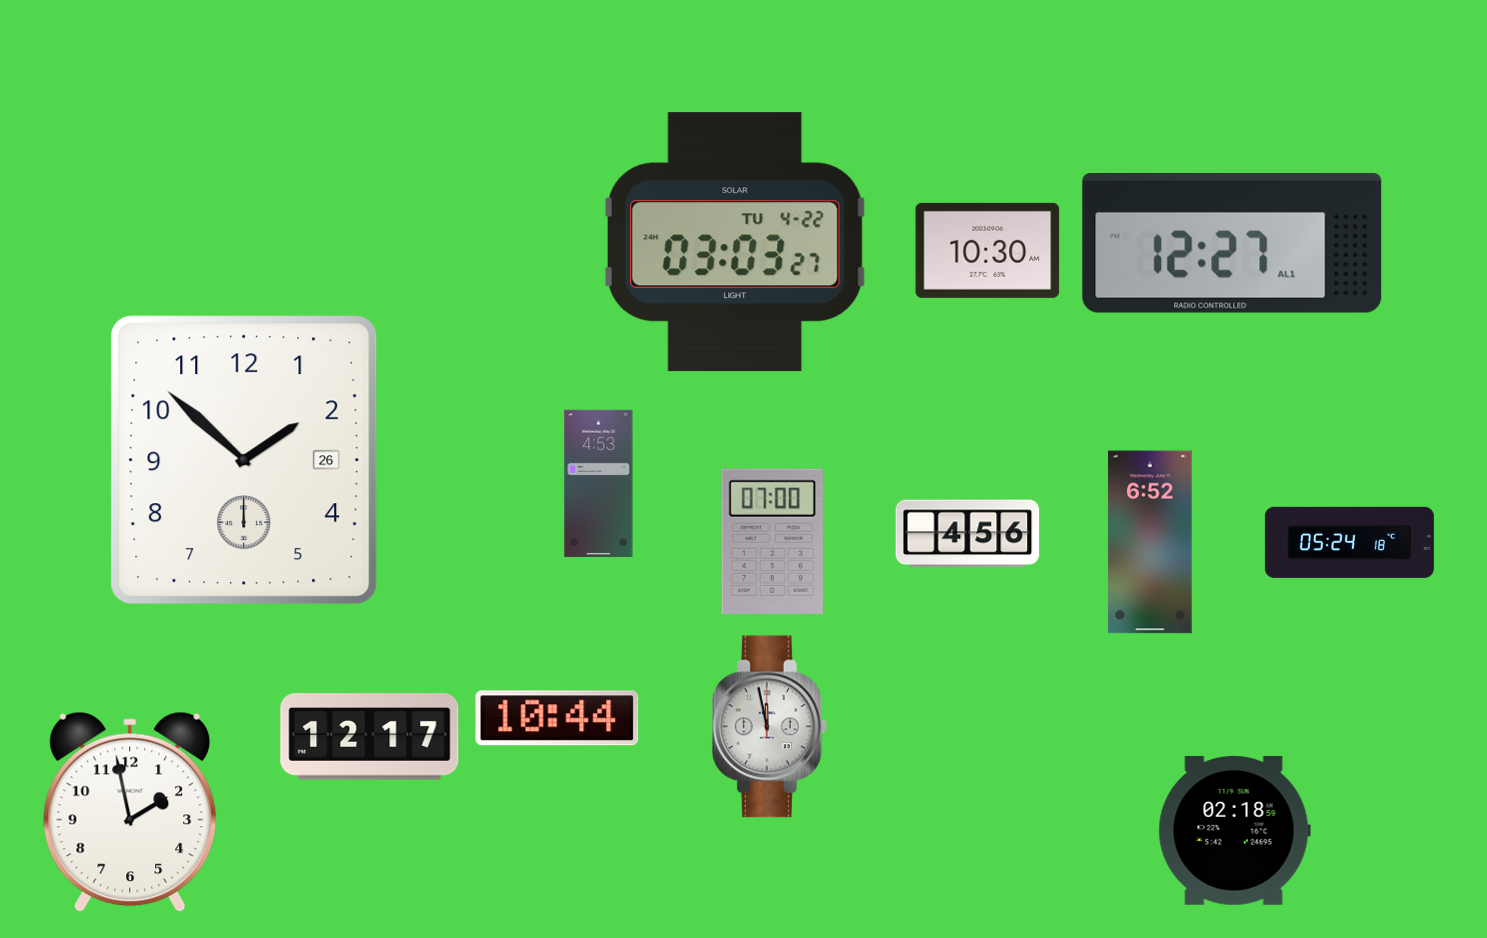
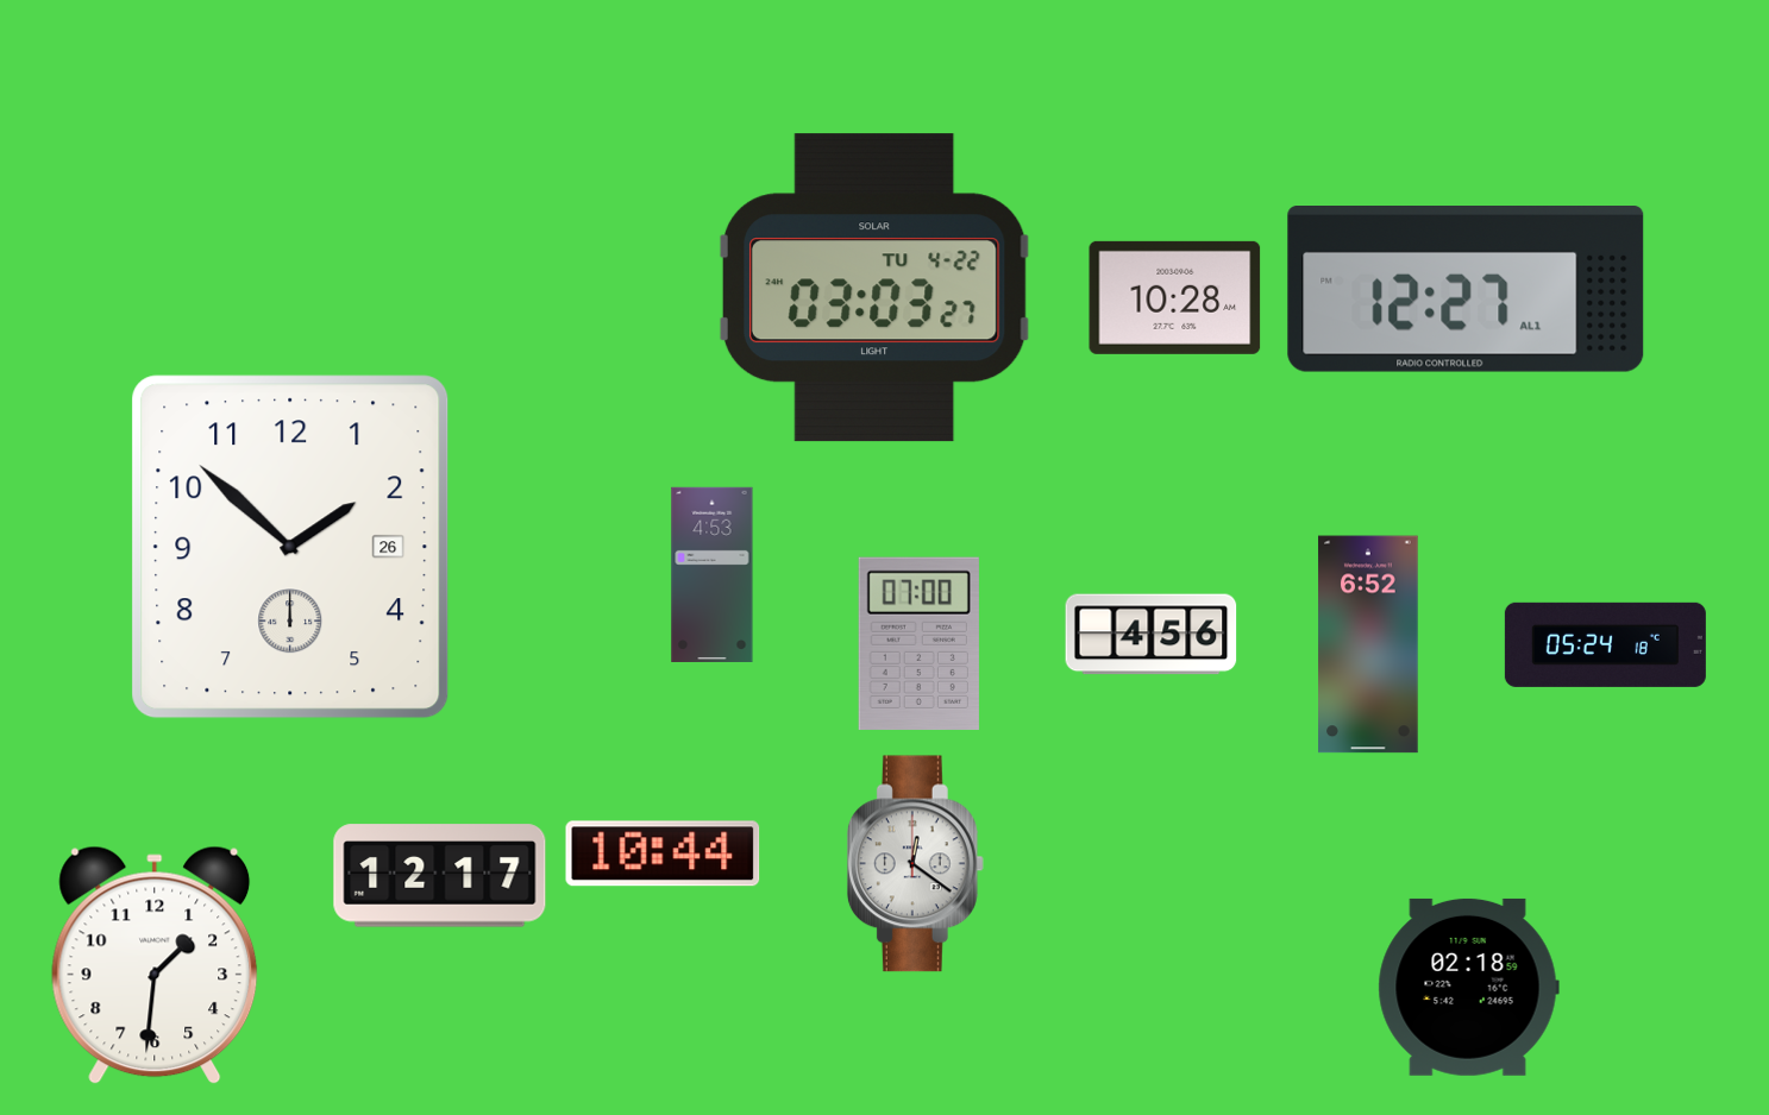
clock at (988, 250): 10:30 -> 10:28
clock at (769, 727): 11:58 -> 12:21
clock at (130, 812): 1:58 -> 1:31
